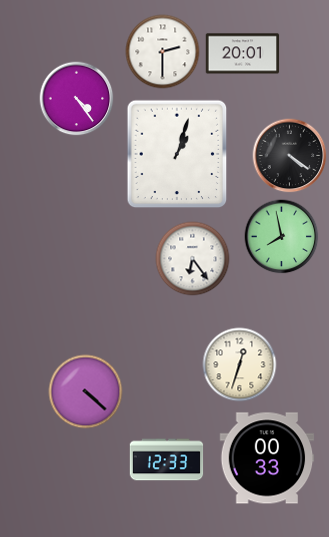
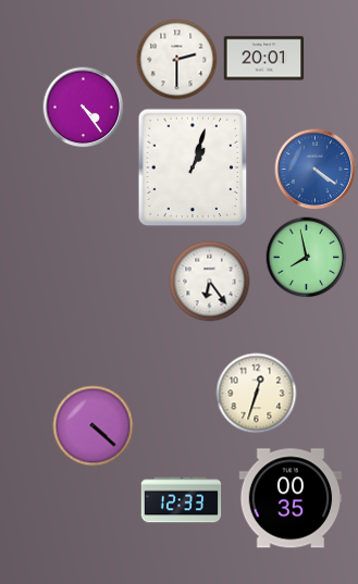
clock at (163, 52) position: (163, 52) -> (177, 60)
clock at (290, 156) dial: black -> blue
clock at (240, 365) position: (240, 365) -> (257, 394)
clock at (267, 458): 00:33 -> 00:35
